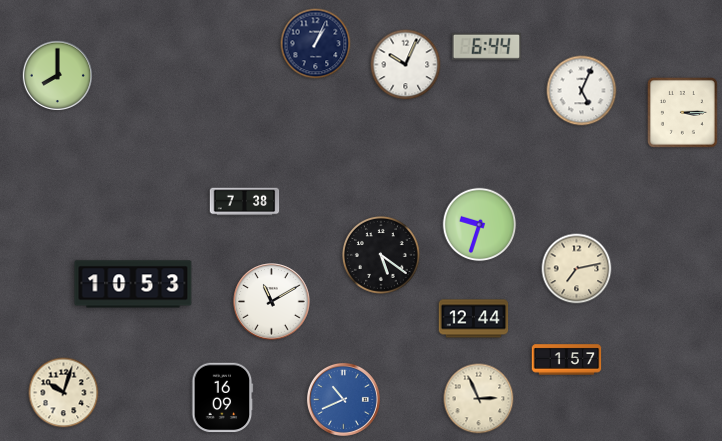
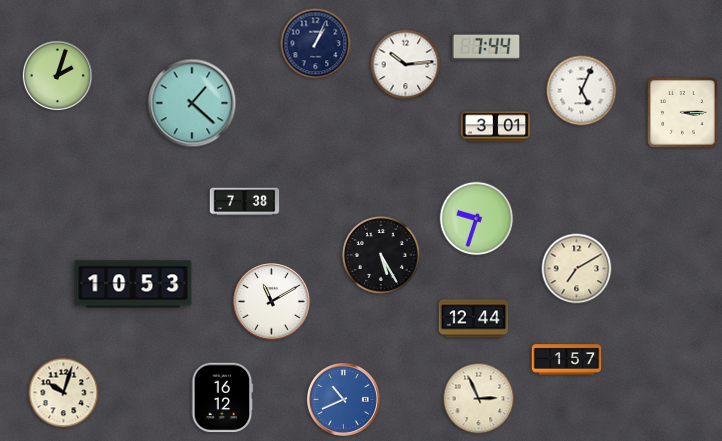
clock at (487, 46): 6:44 -> 7:44
clock at (406, 65): 10:04 -> 10:14
clock at (57, 75): 8:00 -> 2:03
clock at (192, 103): none -> 1:22
clock at (496, 127): none -> 3:01
clock at (480, 225) position: (480, 225) -> (477, 219)
clock at (381, 255): 5:21 -> 5:25
clock at (577, 269): 7:13 -> 7:10
clock at (223, 398): 16:09 -> 16:12
